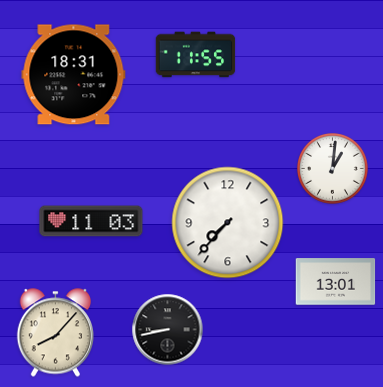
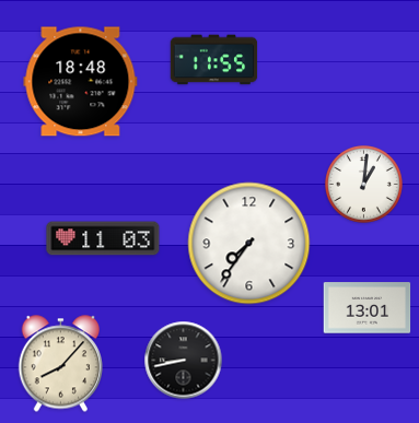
clock at (74, 75): 18:31 -> 18:48
clock at (91, 221) position: (91, 221) -> (103, 238)
clock at (228, 223): 7:37 -> 7:36
